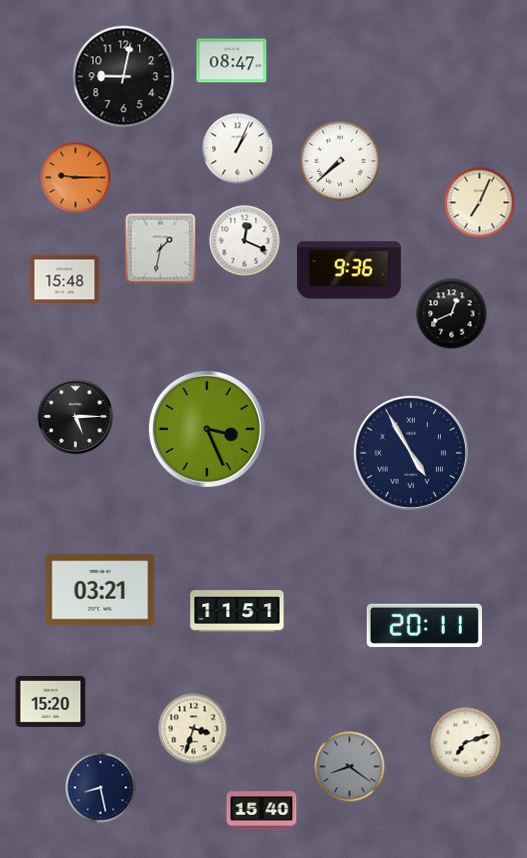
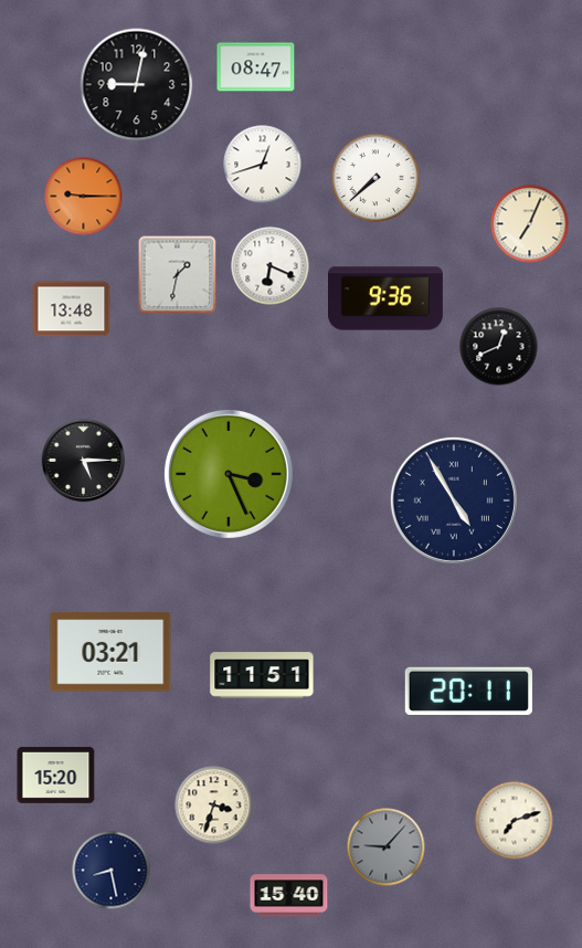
clock at (238, 149): 1:04 -> 12:42
clock at (245, 241): 12:19 -> 6:19
clock at (65, 280): 15:48 -> 13:48
clock at (350, 767): 8:21 -> 9:07
